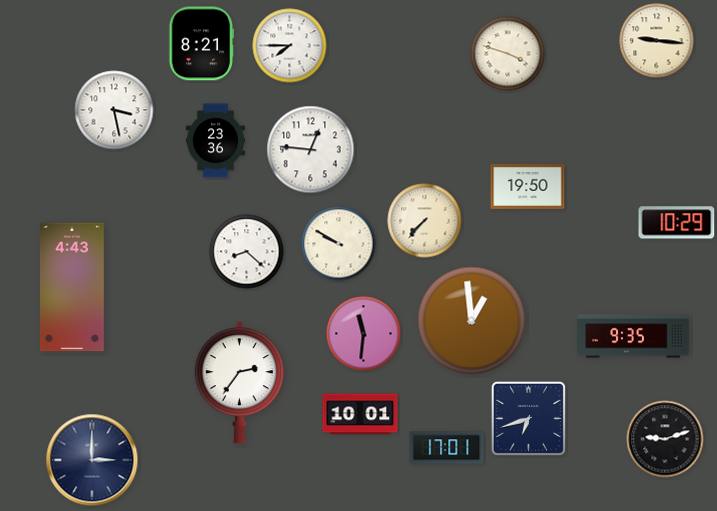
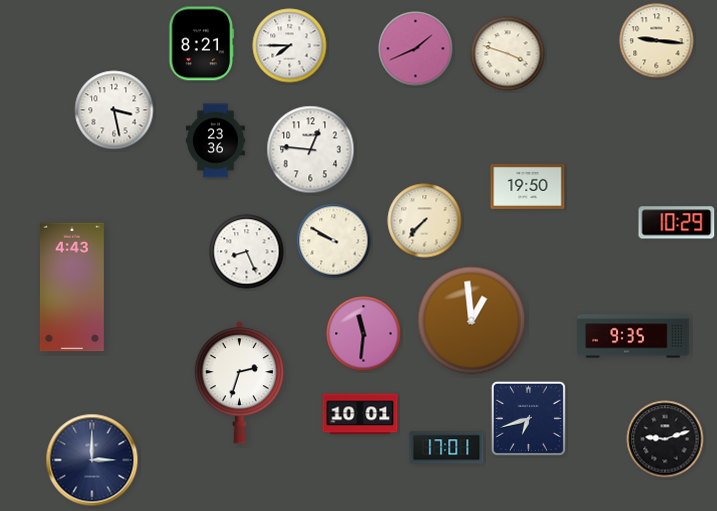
clock at (416, 49): none -> 1:41
clock at (339, 244) position: (339, 244) -> (334, 241)
clock at (247, 252): 8:22 -> 8:26
clock at (239, 383): 2:36 -> 2:33
